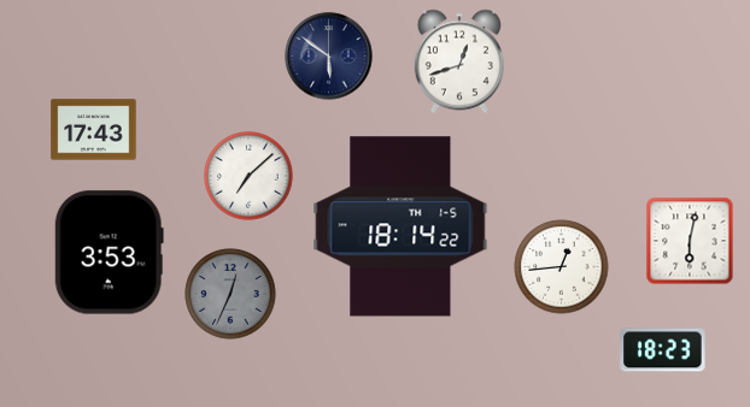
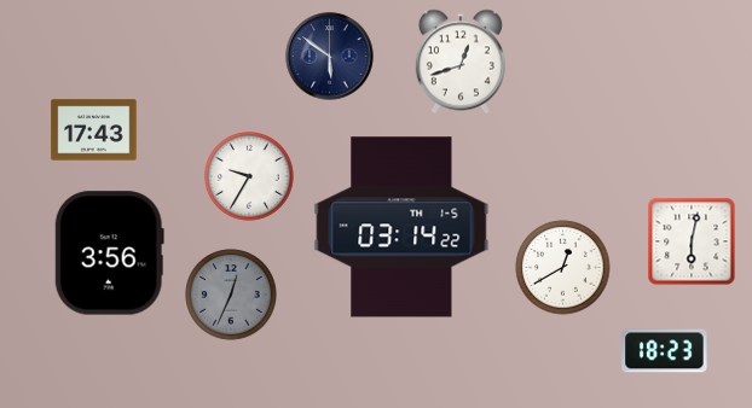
clock at (250, 177): 7:08 -> 9:35
clock at (400, 226): 18:14 -> 03:14
clock at (109, 253): 3:53 -> 3:56
clock at (562, 267): 12:44 -> 12:40
